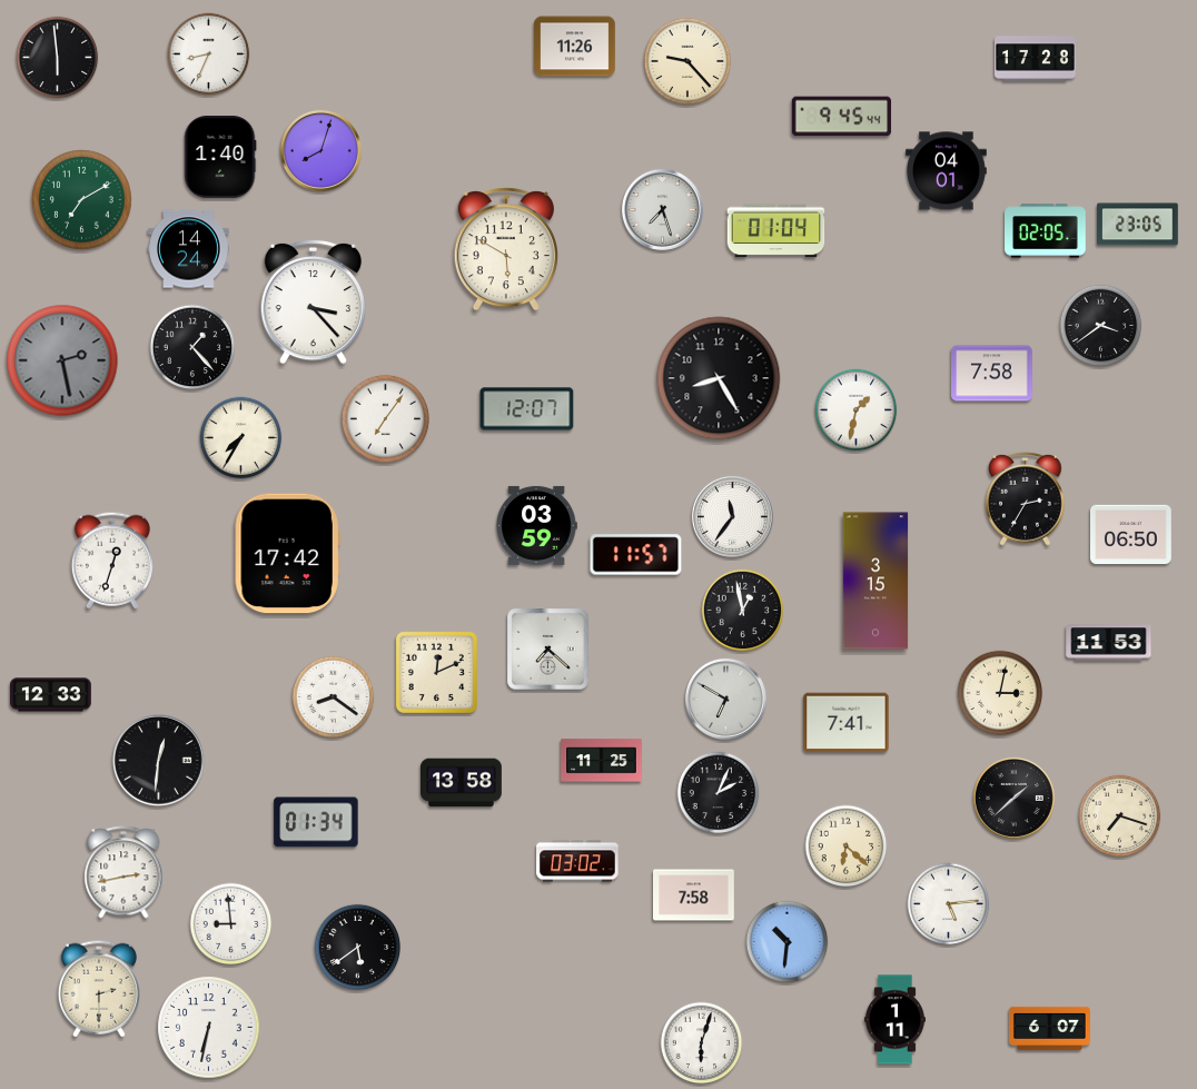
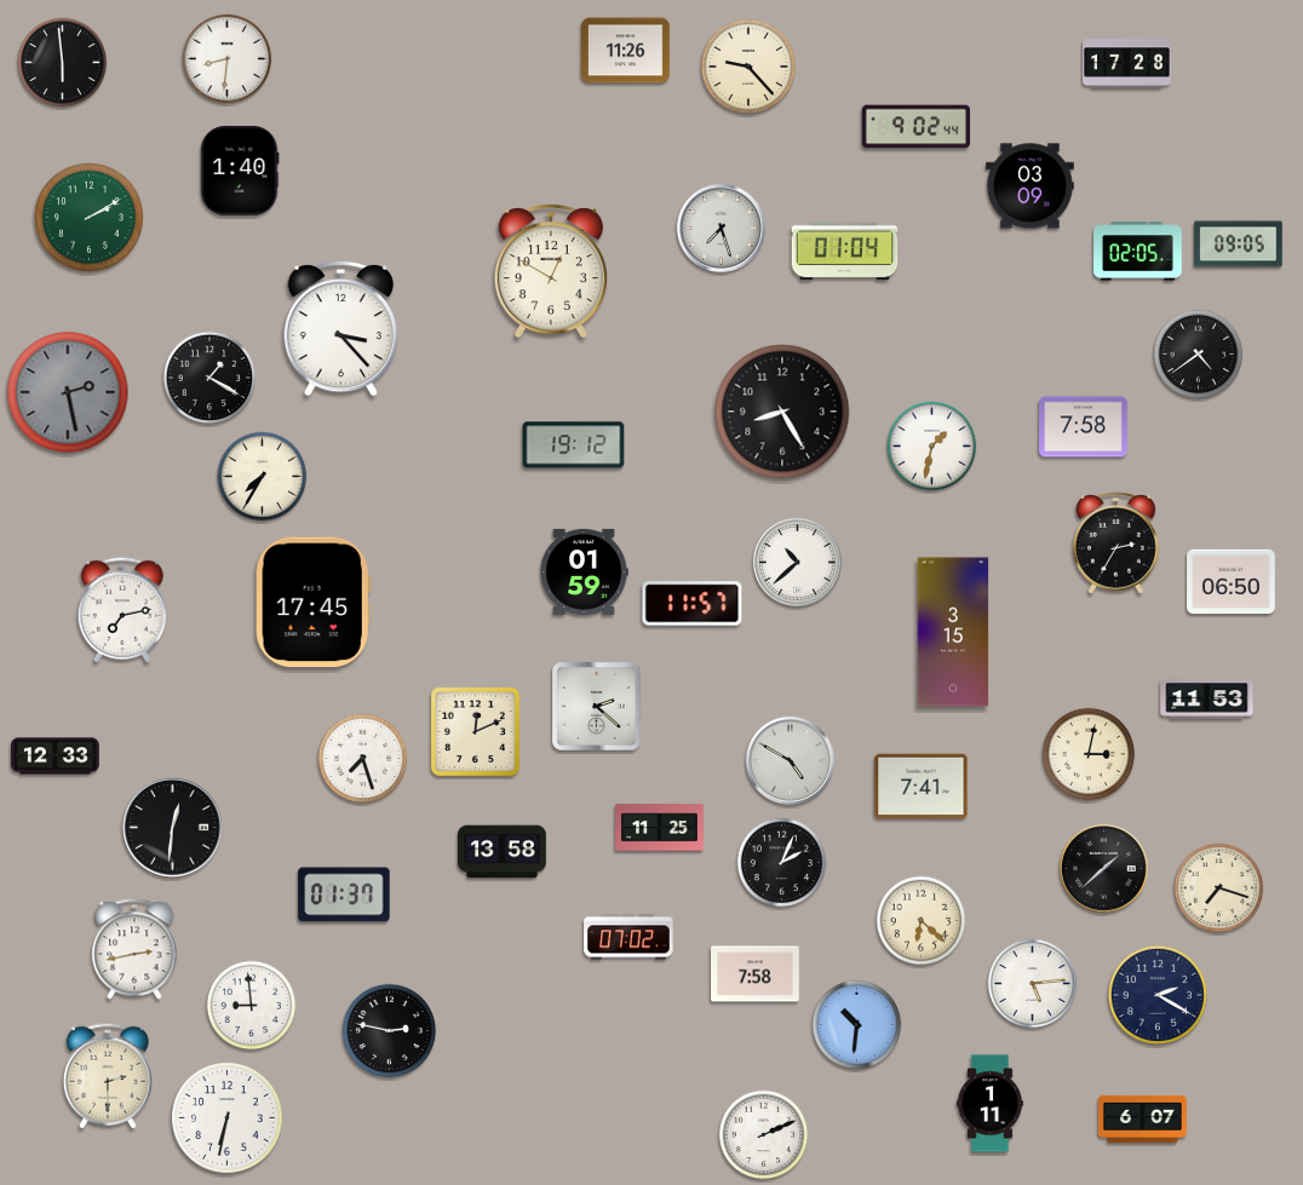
clock at (209, 55): 8:34 -> 8:31
clock at (841, 117): 9:45 -> 9:02
clock at (320, 150): 8:03 -> none
clock at (947, 171): 04:01 -> 03:09
clock at (82, 200): 7:10 -> 2:10
clock at (1138, 225): 23:05 -> 09:05
clock at (189, 249): 14:24 -> none
clock at (506, 249): 5:50 -> 12:50
clock at (1101, 326): 3:39 -> 4:39
clock at (192, 347): 1:23 -> 1:20
clock at (992, 374) position: (992, 374) -> (1084, 427)
clock at (527, 409): 12:07 -> 19:12
clock at (385, 418): 7:06 -> none
clock at (732, 516): 11:36 -> 10:38
clock at (536, 525): 03:59 -> 01:59
clock at (287, 554): 17:42 -> 17:45
clock at (112, 561): 12:33 -> 7:13
clock at (743, 611): 12:58 -> none
clock at (548, 650): 7:22 -> 2:22
clock at (334, 697): 8:21 -> 7:27
clock at (725, 699): 6:50 -> 4:50
clock at (602, 761) position: (602, 761) -> (660, 828)
clock at (316, 822): 01:34 -> 01:37
clock at (577, 861): 03:02 -> 07:02
clock at (1158, 995): none -> 2:20
clock at (358, 948): 5:39 -> 2:47
clock at (894, 1020) position: (894, 1020) -> (989, 1104)
clock at (702, 1043): 6:03 -> 2:11
